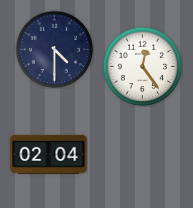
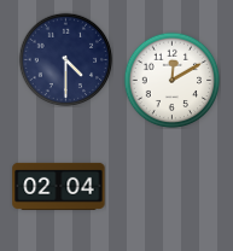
clock at (142, 66): 12:24 -> 12:10
